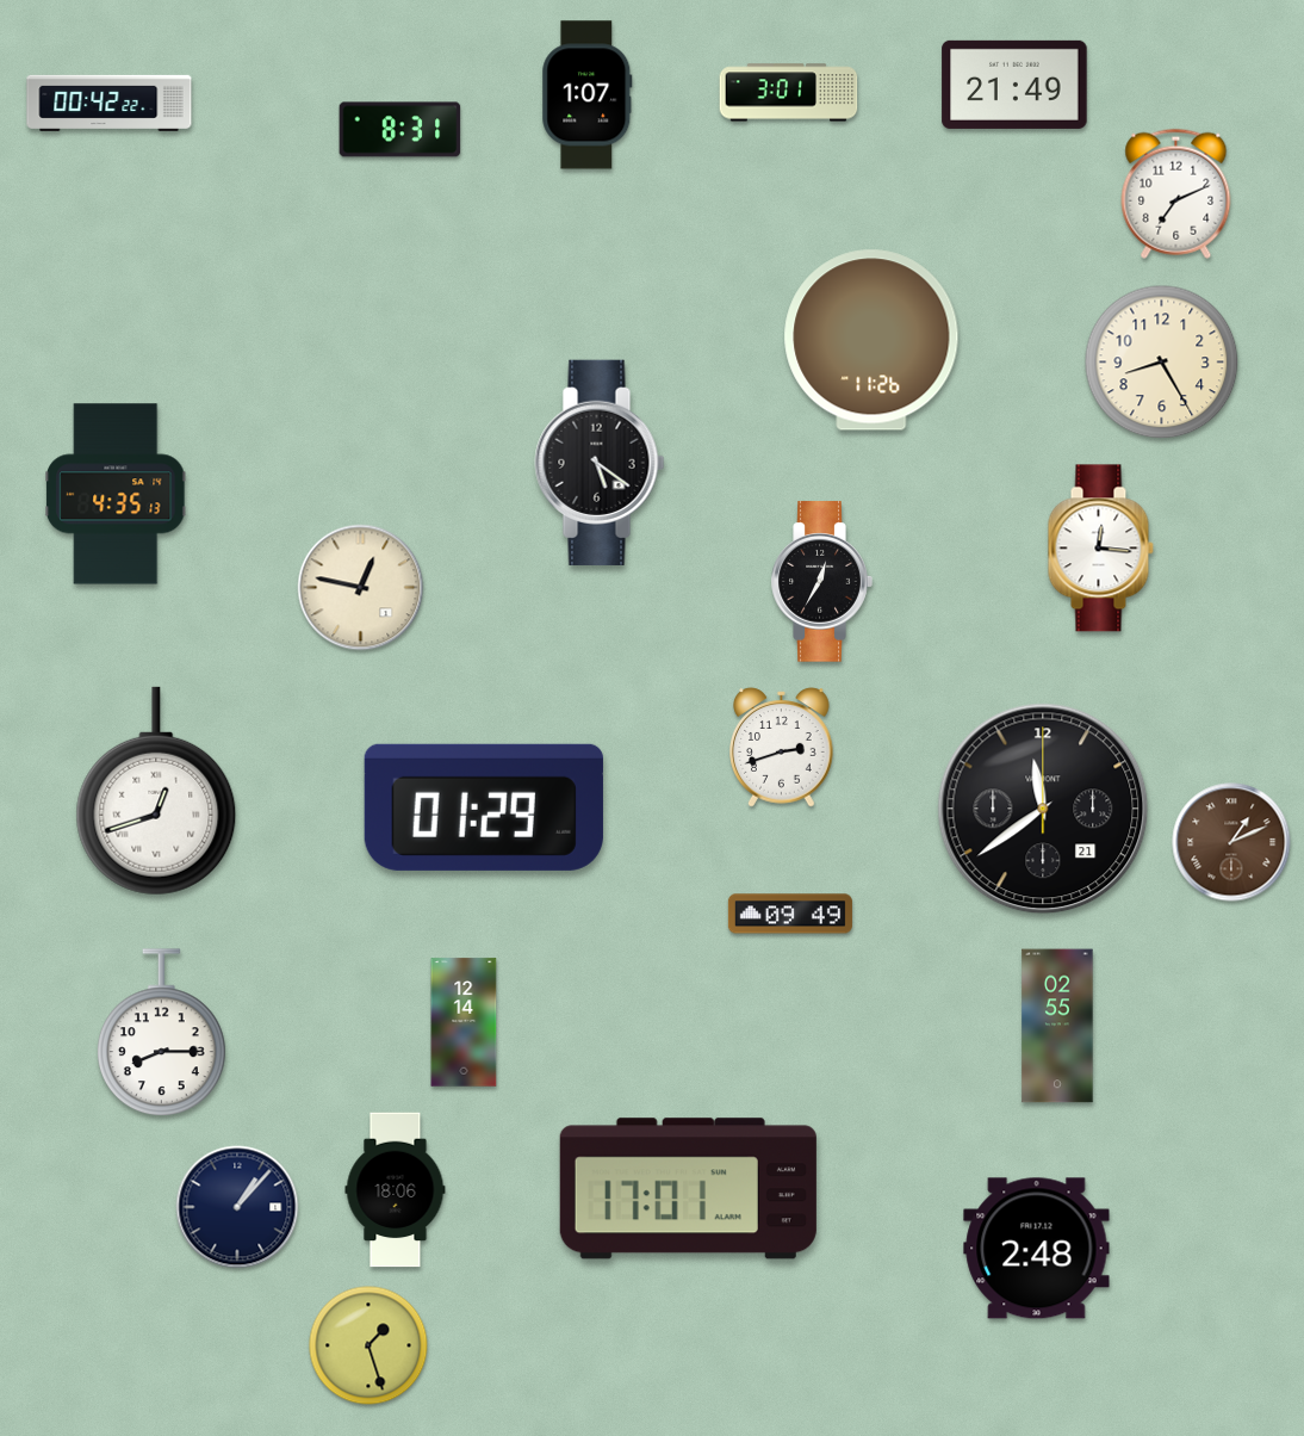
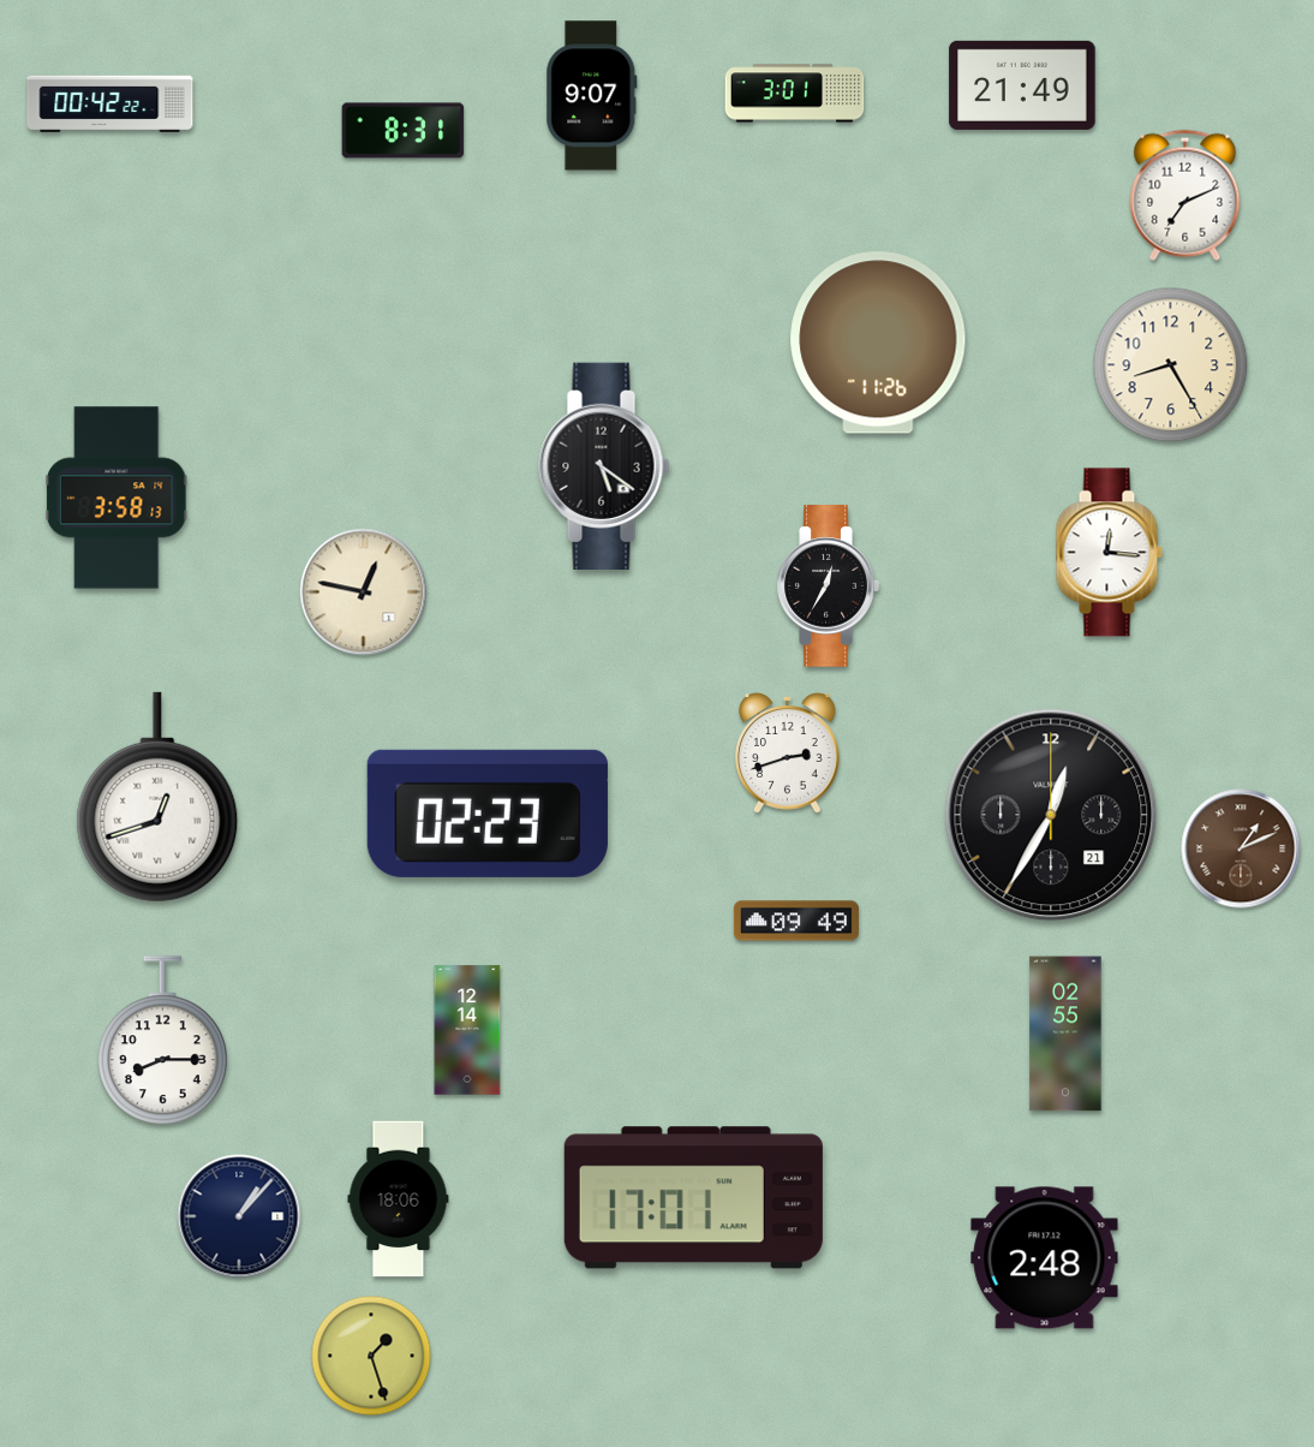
clock at (588, 95): 1:07 -> 9:07
clock at (117, 494): 4:35 -> 3:58
clock at (484, 807): 01:29 -> 02:23
clock at (1043, 809): 11:39 -> 12:35
